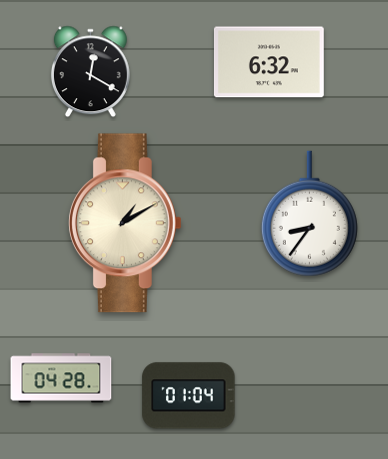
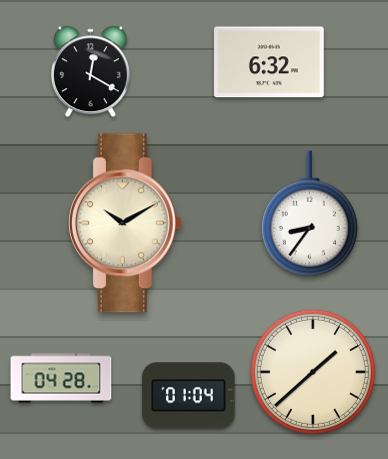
clock at (125, 223): 1:10 -> 10:10
clock at (313, 372): none -> 1:38
